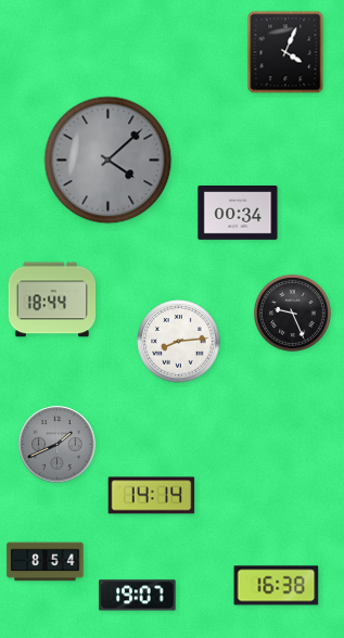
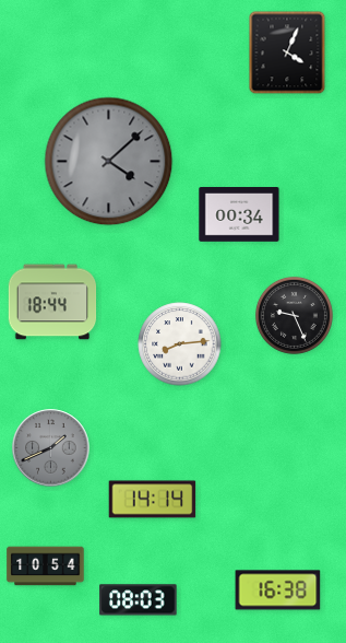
clock at (58, 445) position: (58, 445) -> (51, 448)
clock at (46, 562): 8:54 -> 10:54
clock at (138, 596): 19:07 -> 08:03
